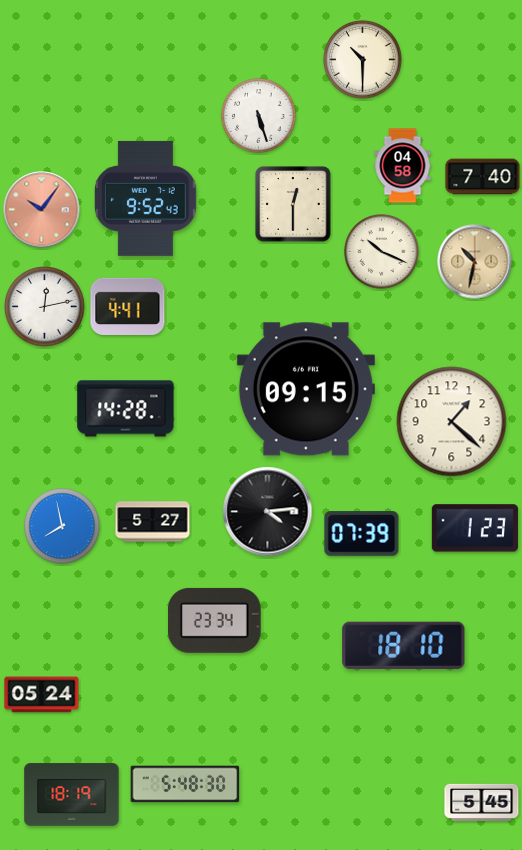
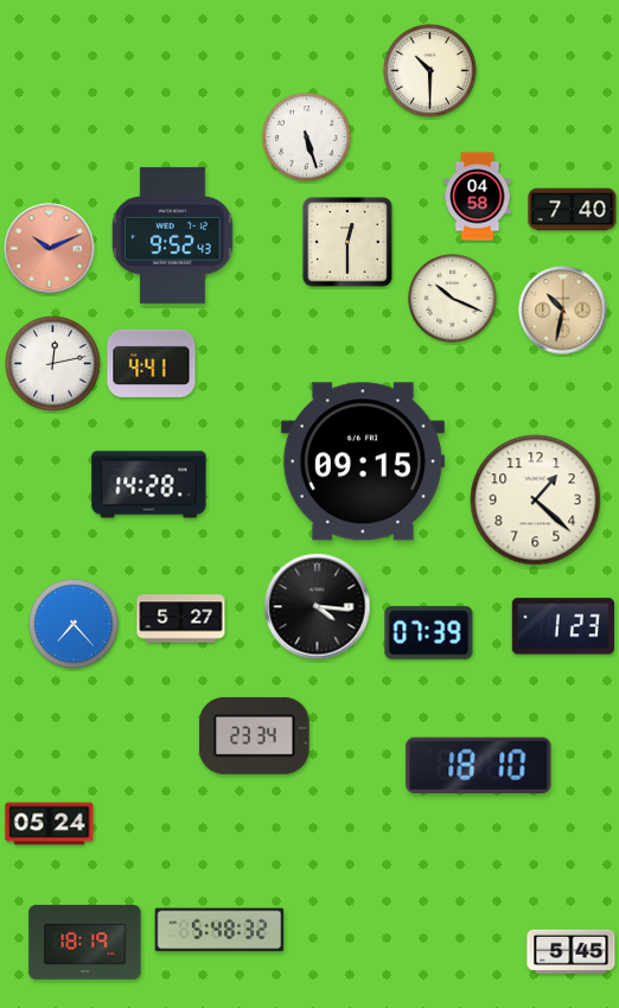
clock at (42, 210): 10:06 -> 10:11
clock at (268, 512): 4:14 -> 4:16
clock at (62, 526): 7:58 -> 7:23
clock at (185, 784): 5:48:30 -> 5:48:32
